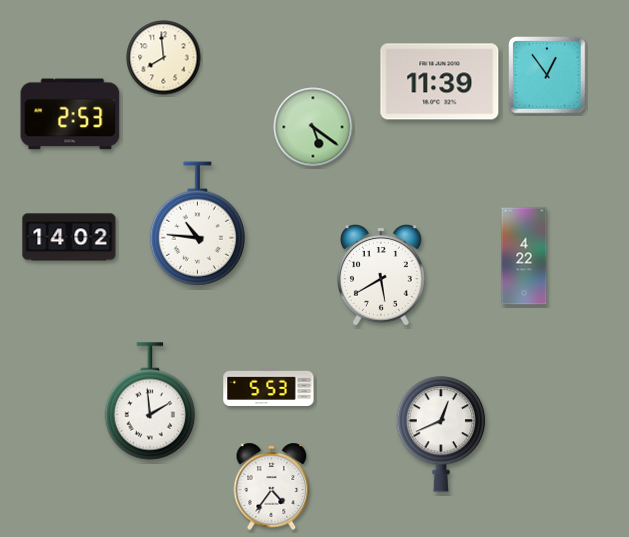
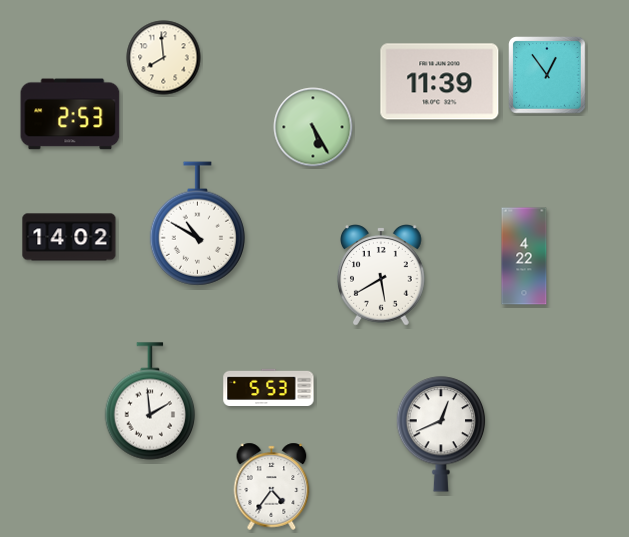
clock at (313, 127): 5:21 -> 5:25
clock at (197, 224): 10:46 -> 10:50
